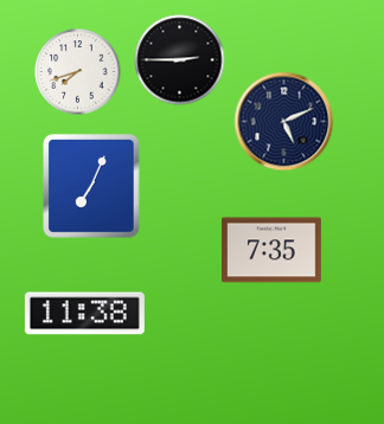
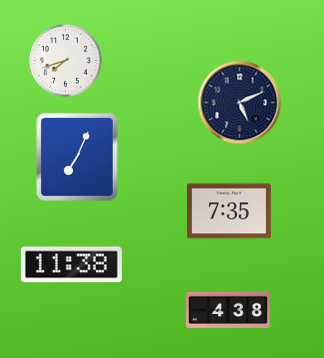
clock at (180, 60): 2:45 -> none
clock at (228, 310): none -> 4:38
